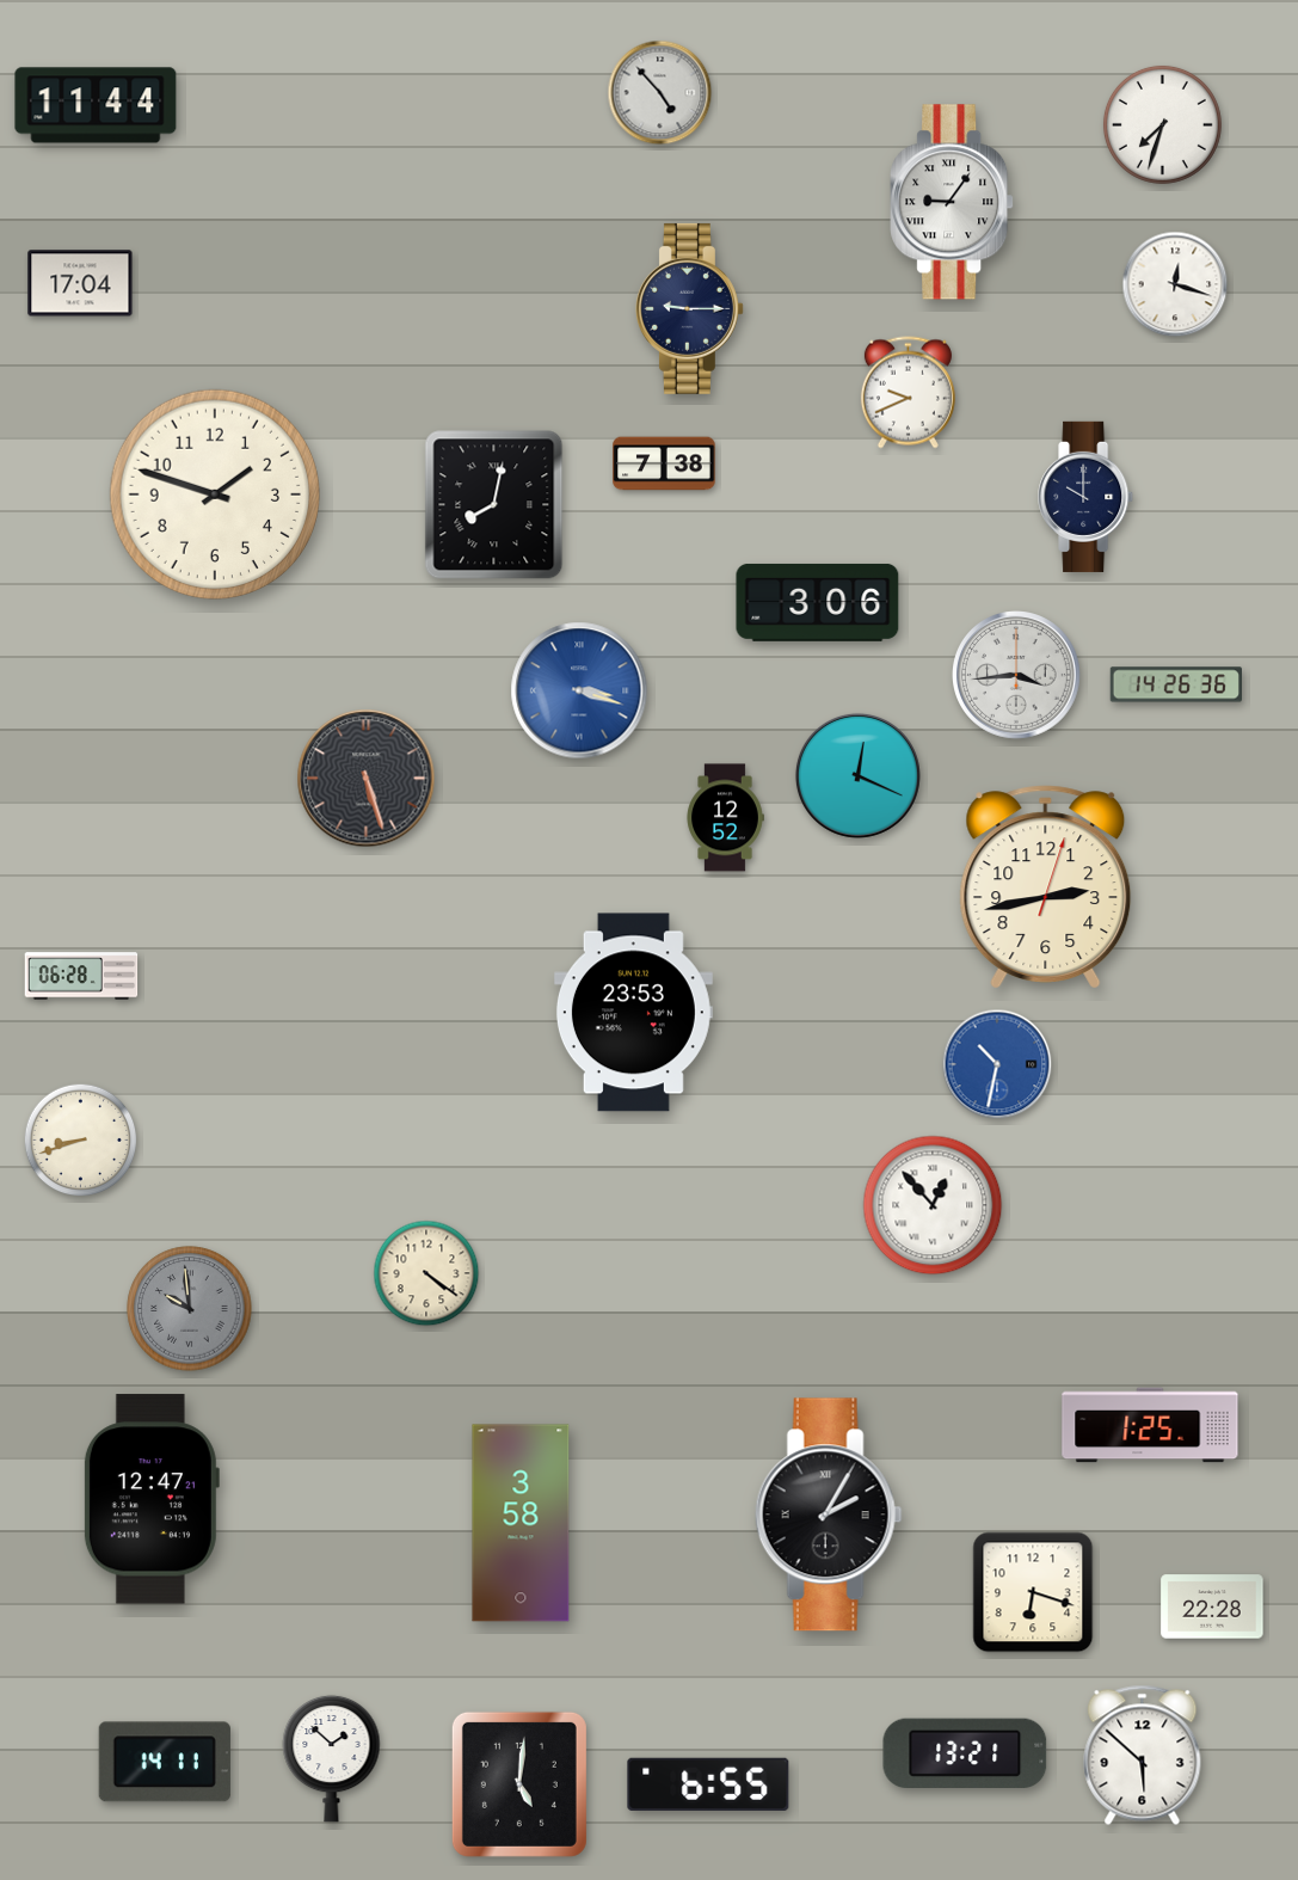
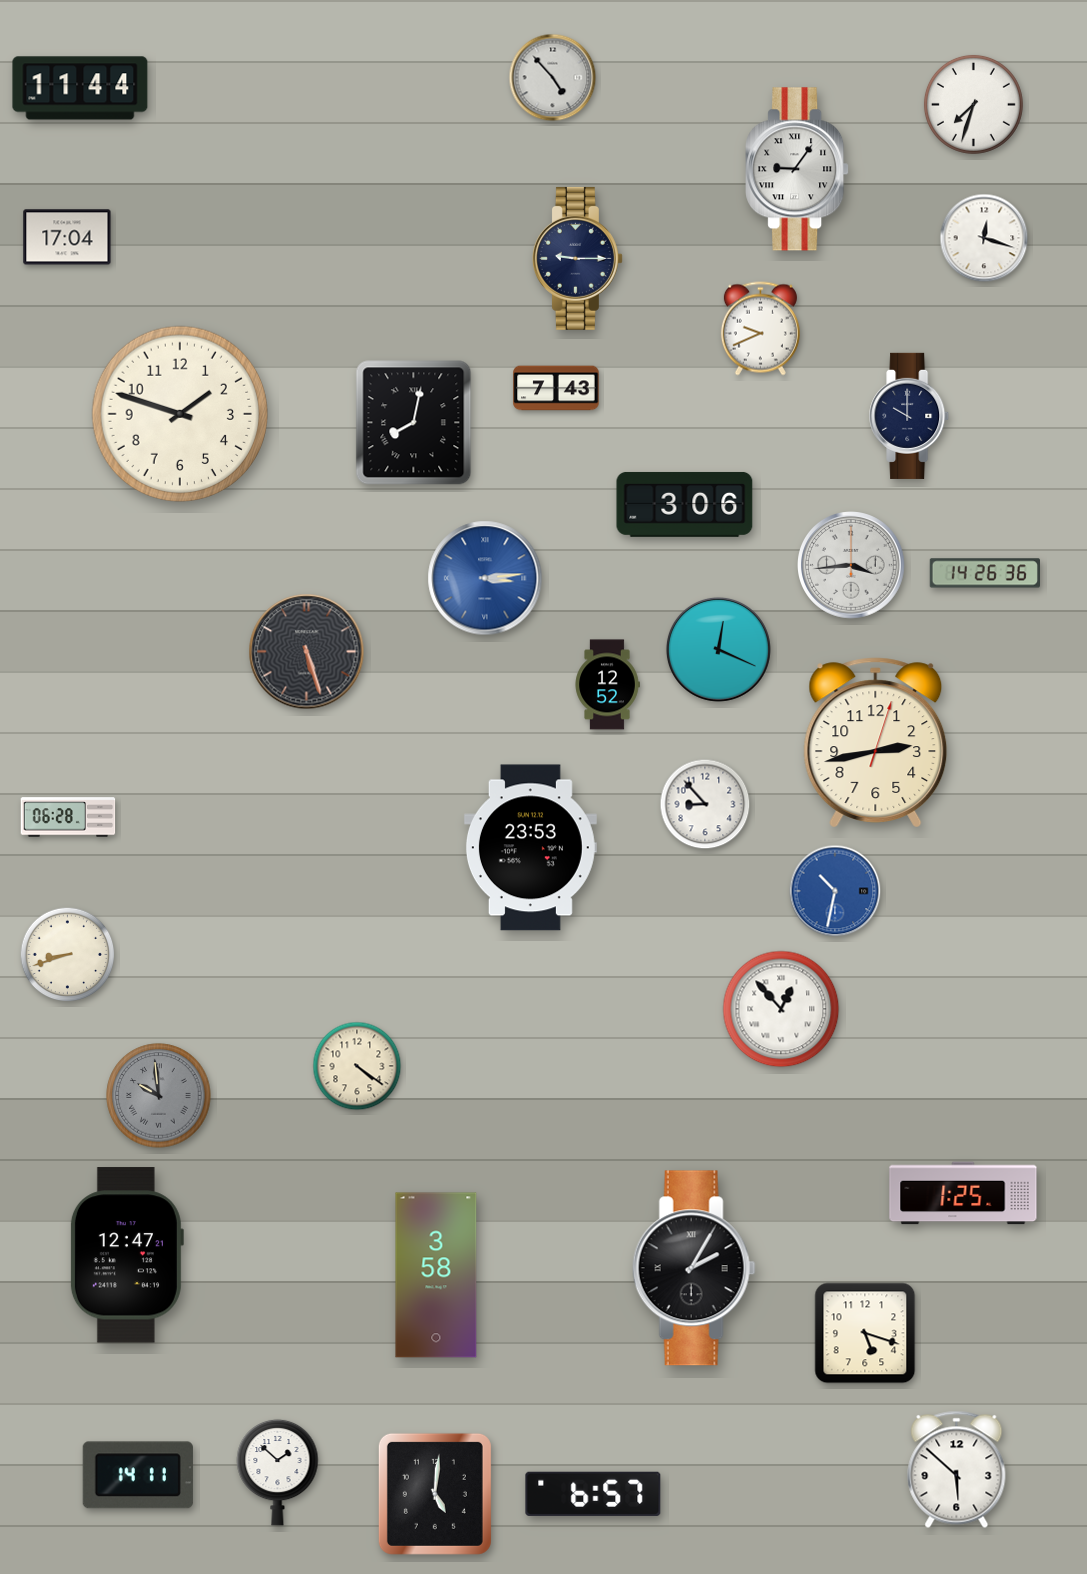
clock at (664, 463): 7:38 -> 7:43
clock at (579, 690): 3:18 -> 3:14
clock at (705, 804): none -> 8:53
clock at (1033, 1592): 6:18 -> 5:18
clock at (1212, 1606): 22:28 -> none
clock at (965, 1752): 13:21 -> none
clock at (708, 1784): 6:55 -> 6:57
